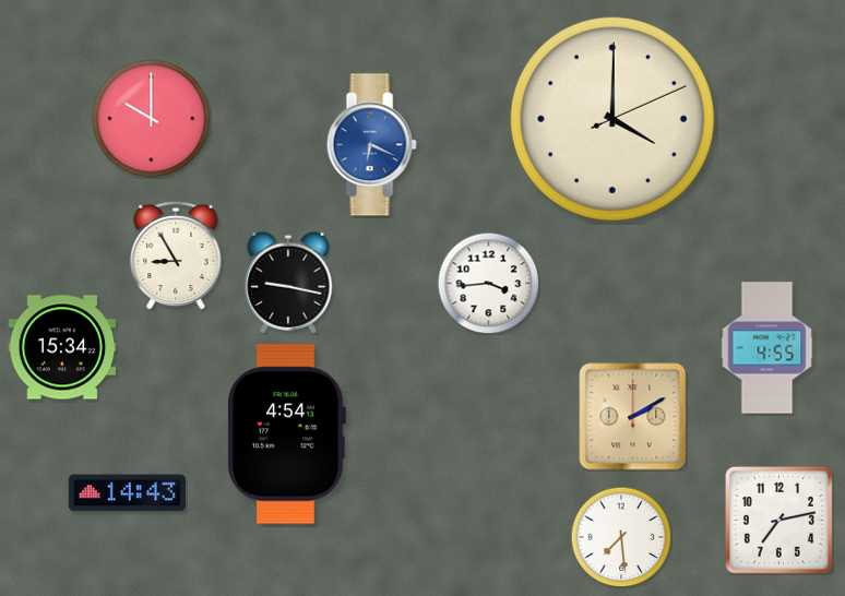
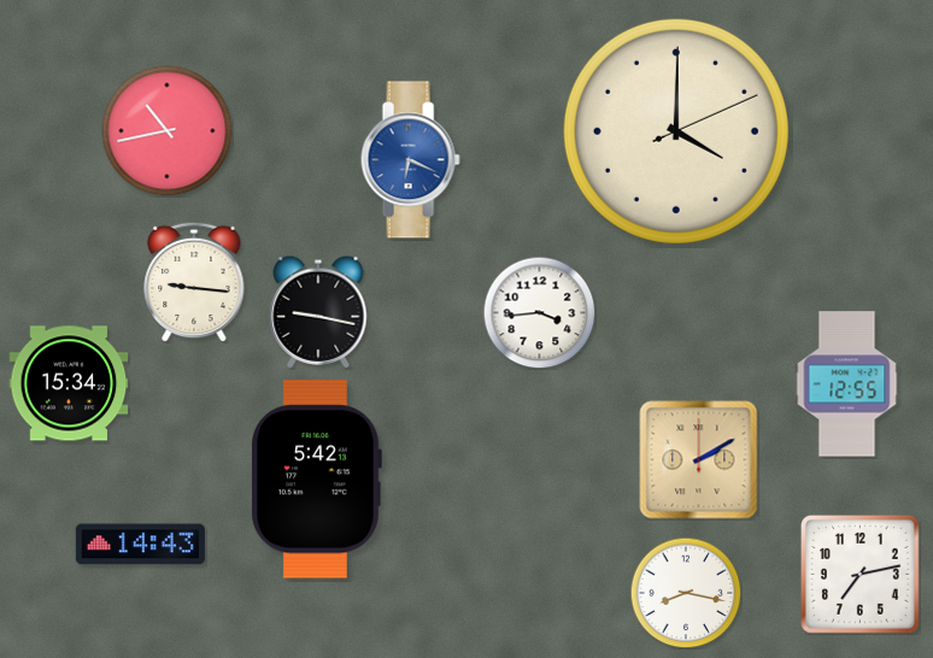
clock at (152, 119): 10:00 -> 10:43
clock at (176, 255): 8:55 -> 9:16
clock at (767, 348): 4:55 -> 12:55
clock at (286, 434): 4:54 -> 5:42
clock at (621, 537): 7:29 -> 8:17
